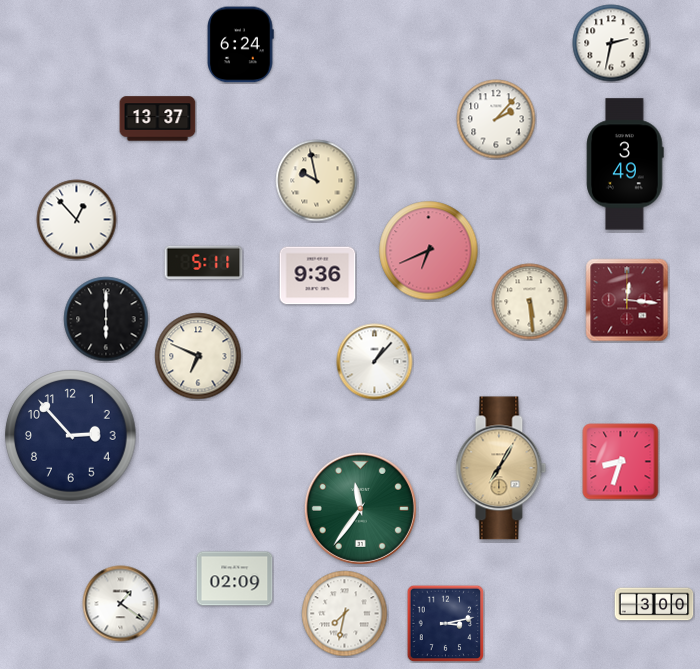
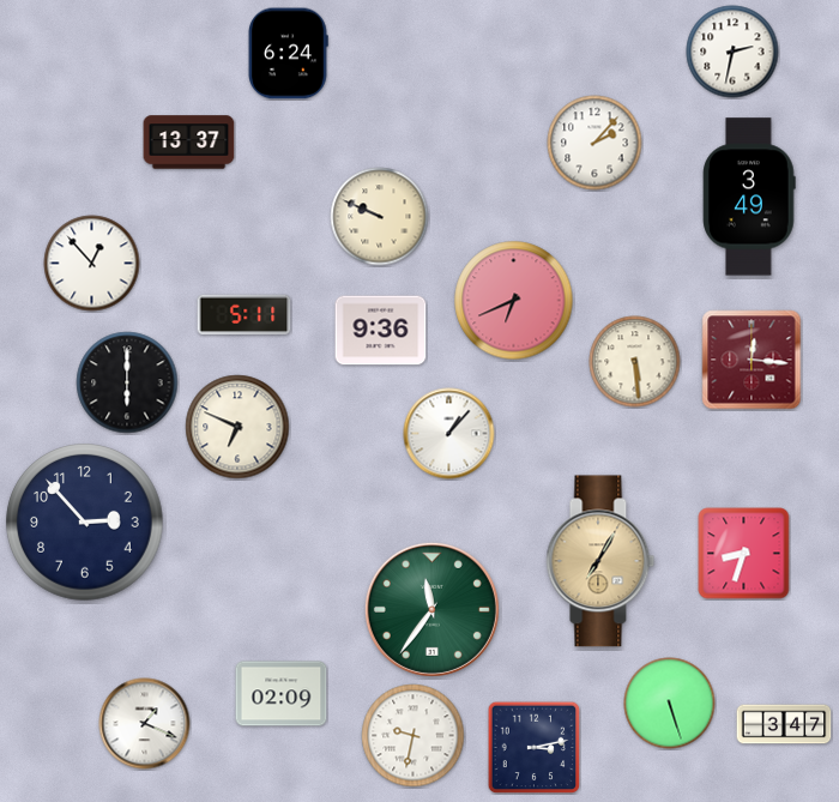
clock at (317, 181): 9:58 -> 9:49
clock at (670, 704): none -> 5:27
clock at (121, 604): 1:21 -> 1:19
clock at (654, 604): 3:00 -> 3:47
clock at (345, 614): 7:32 -> 9:32
